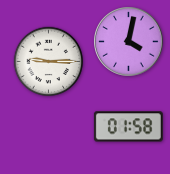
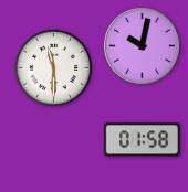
clock at (129, 42): 4:02 -> 10:02
clock at (49, 62): 9:15 -> 11:30
